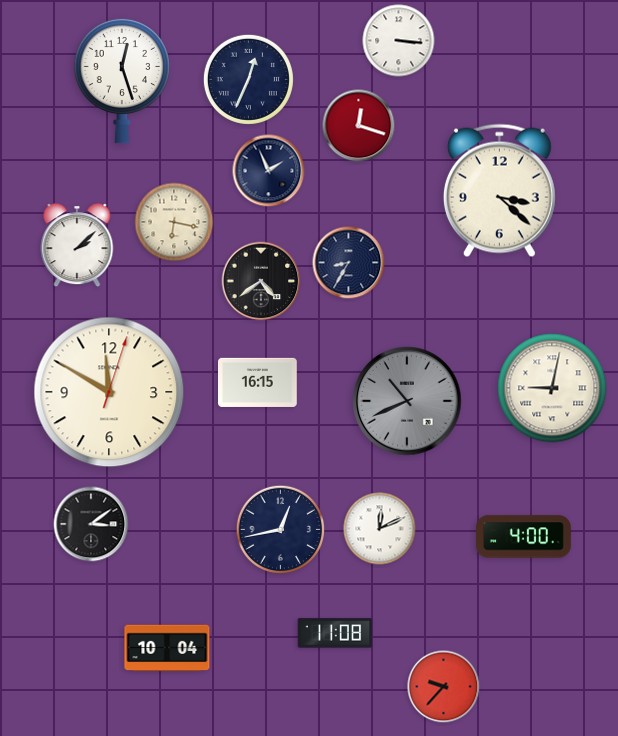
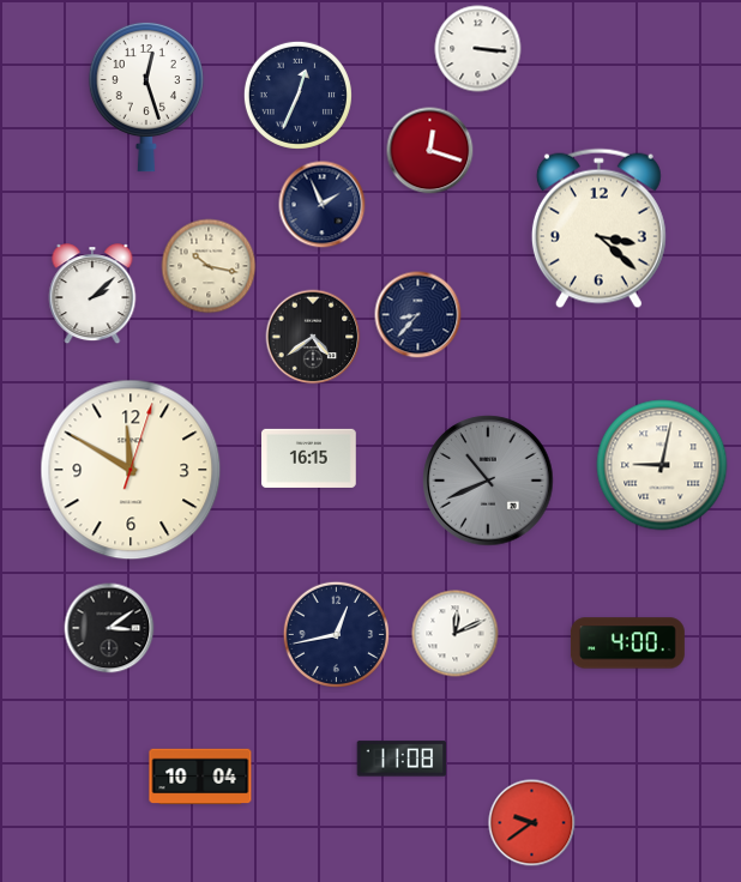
clock at (174, 222): 6:17 -> 10:17
clock at (349, 263): 8:35 -> 8:37
clock at (444, 687): 9:37 -> 9:39
